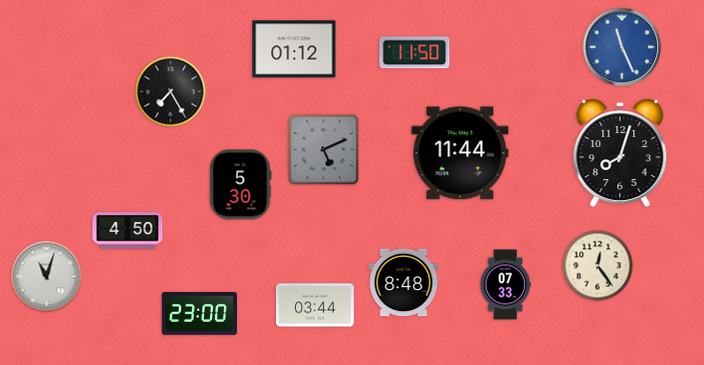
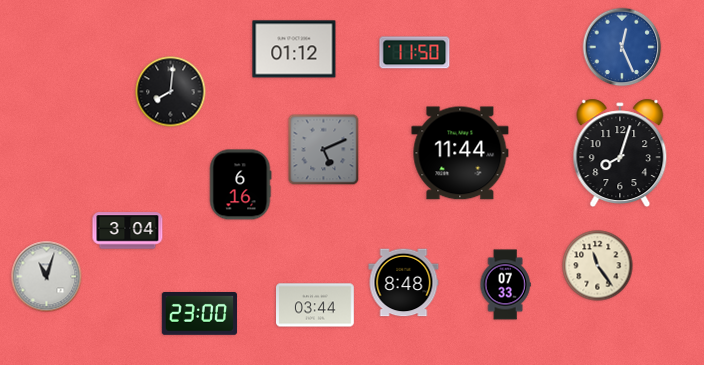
clock at (622, 47): 11:26 -> 12:26
clock at (171, 92): 7:25 -> 8:01
clock at (240, 185): 5:30 -> 6:16
clock at (128, 231): 4:50 -> 3:04
clock at (598, 266): 12:24 -> 11:24
